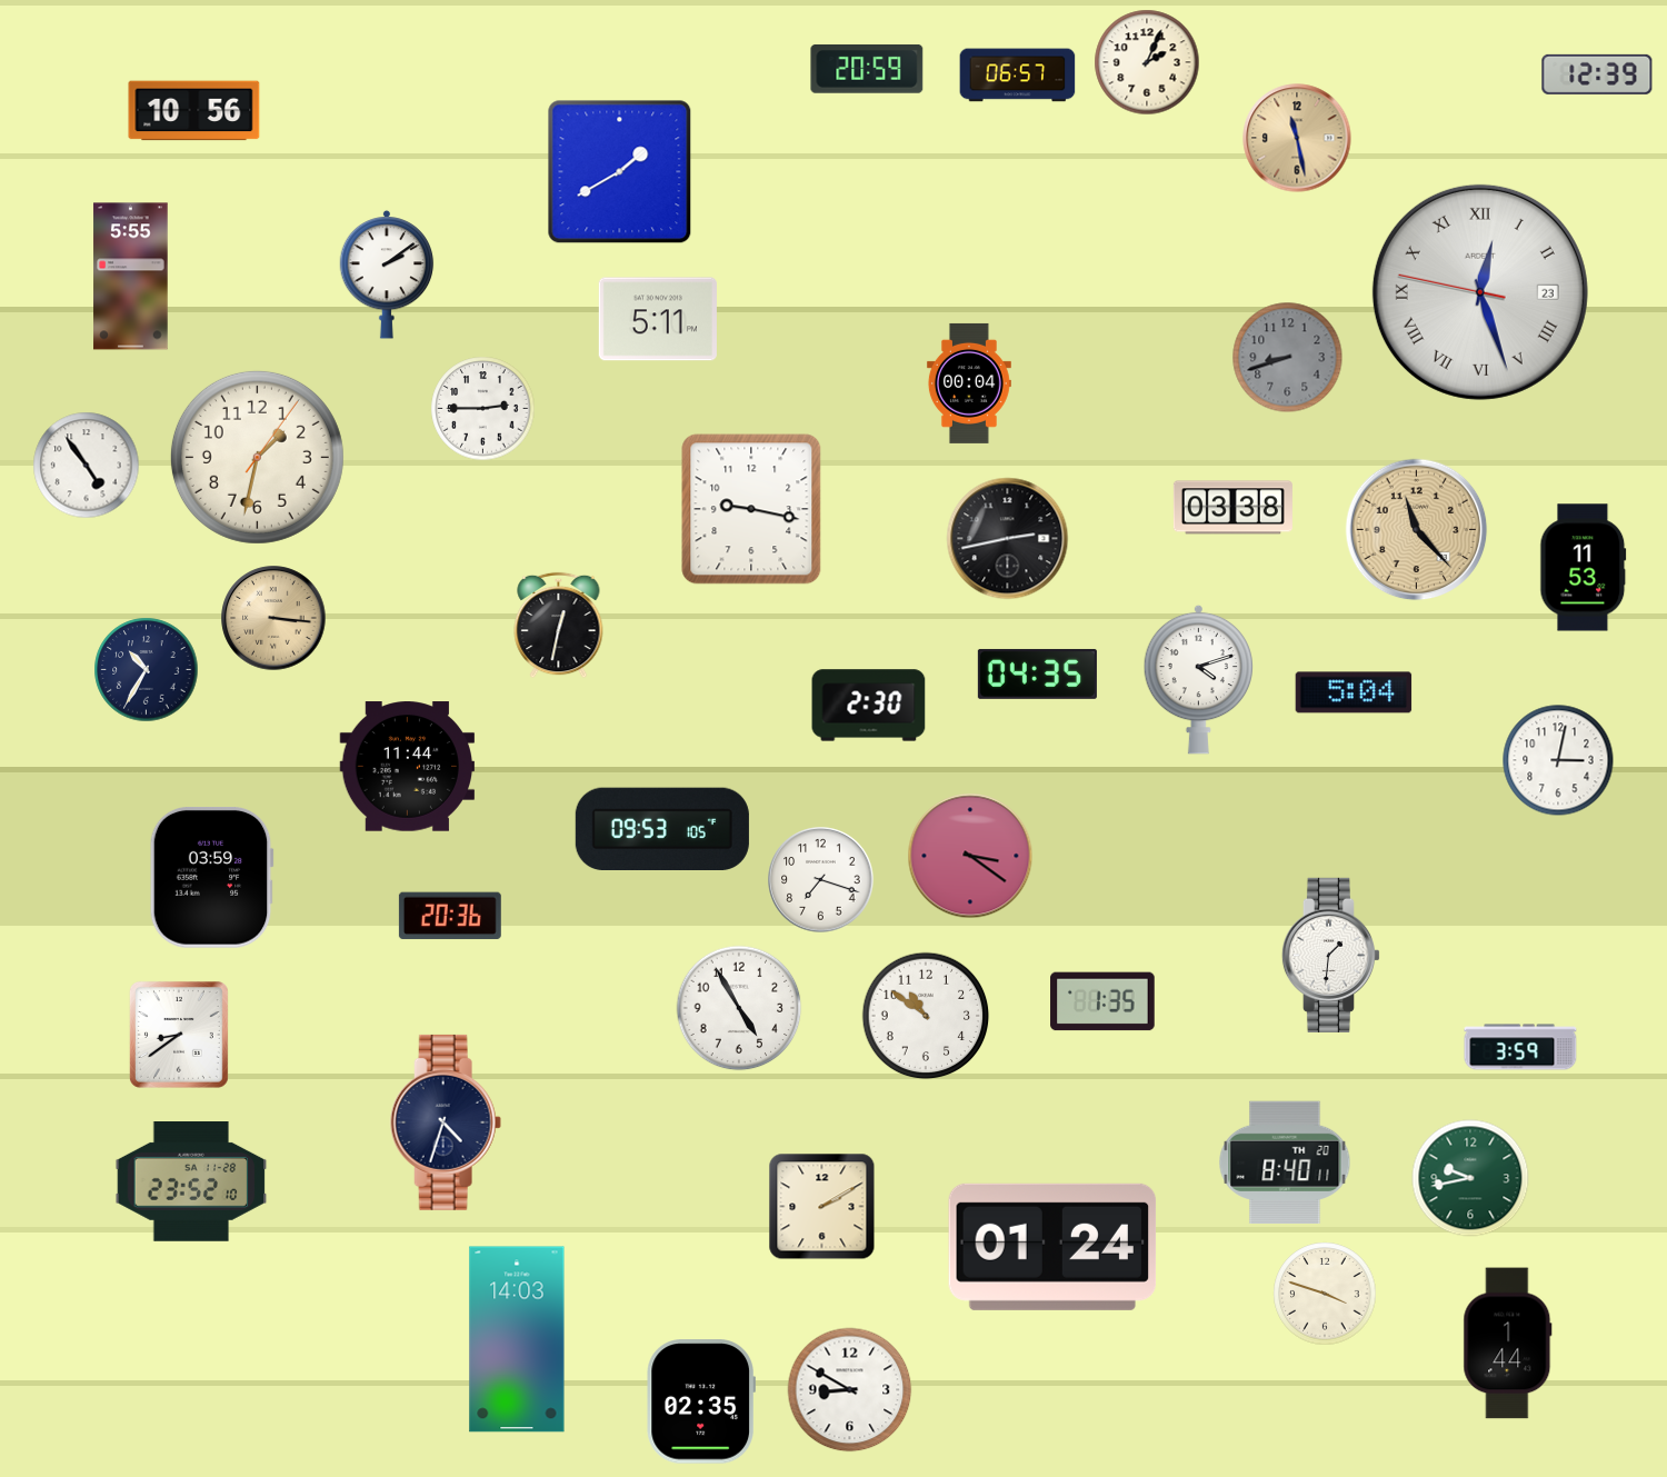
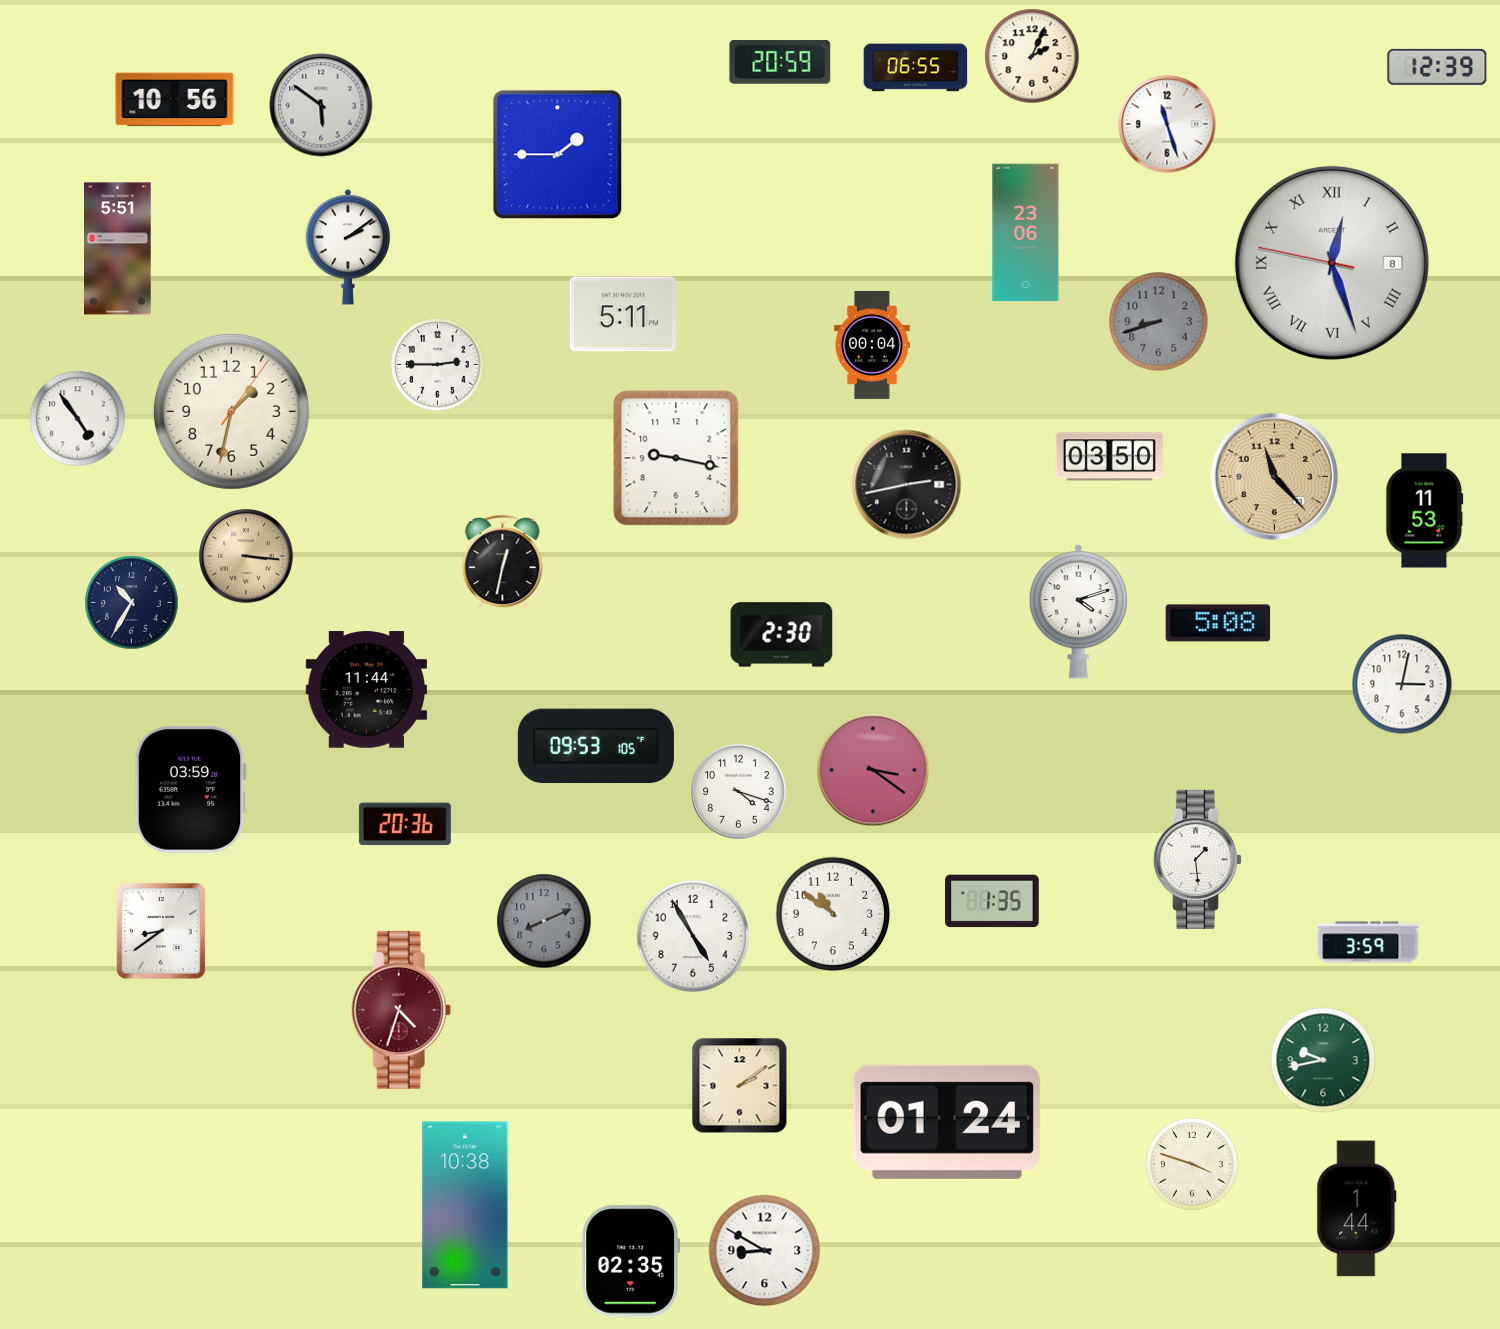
clock at (1018, 76): 06:57 -> 06:55
clock at (321, 105): none -> 5:51
clock at (1297, 138): 11:28 -> 11:27
clock at (1297, 138) dial: champagne -> white
clock at (620, 172): 1:40 -> 1:45
clock at (1026, 233): none -> 23:06
clock at (131, 277): 5:55 -> 5:51
clock at (1480, 292) date: 23 -> 8
clock at (658, 319) position: (658, 319) -> (623, 314)
clock at (483, 409) position: (483, 409) -> (438, 365)
clock at (1232, 508): 03:38 -> 03:50
clock at (1037, 673): 04:35 -> none
clock at (1354, 692): 5:04 -> 5:08
clock at (821, 880): 7:18 -> 4:18
clock at (1331, 955): 1:31 -> 1:29
clock at (739, 1008) position: (739, 1008) -> (693, 936)
clock at (544, 921): none -> 8:11
clock at (446, 1122) dial: navy -> burgundy
clock at (1285, 1162): 8:40 -> none
clock at (191, 1182): 23:52 -> none
clock at (822, 1207): 2:10 -> 2:09
clock at (517, 1339): 14:03 -> 10:38
